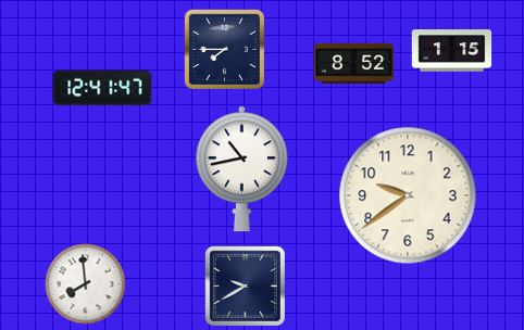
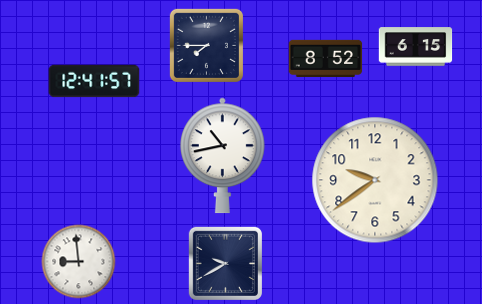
clock at (452, 51): 1:15 -> 6:15
clock at (102, 88): 12:41:47 -> 12:41:57
clock at (86, 284): 7:59 -> 8:59
